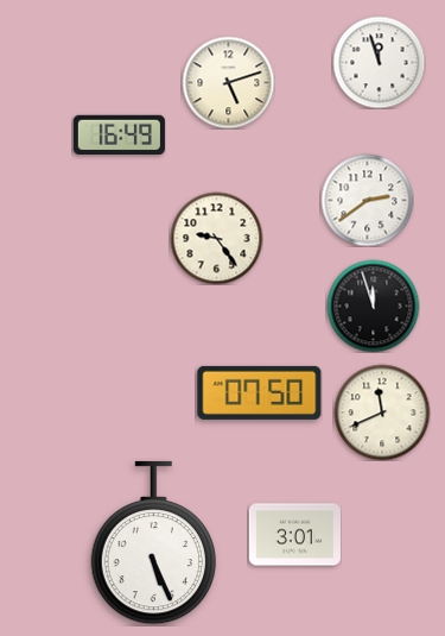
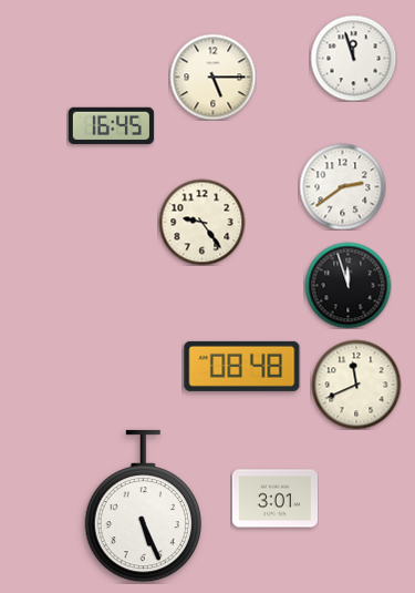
clock at (228, 82): 5:12 -> 5:15
clock at (119, 134): 16:49 -> 16:45
clock at (260, 392): 07:50 -> 08:48
